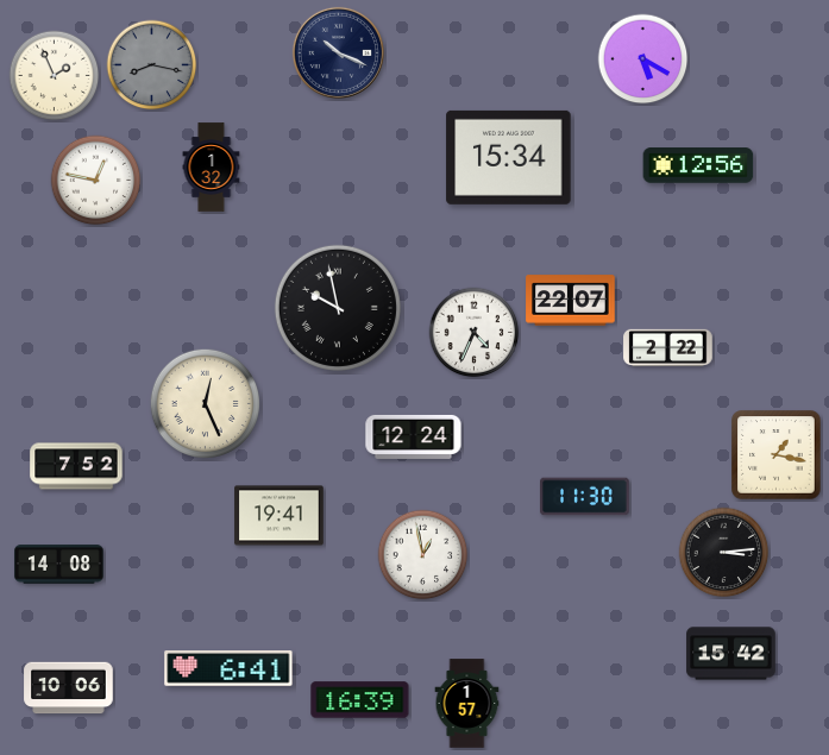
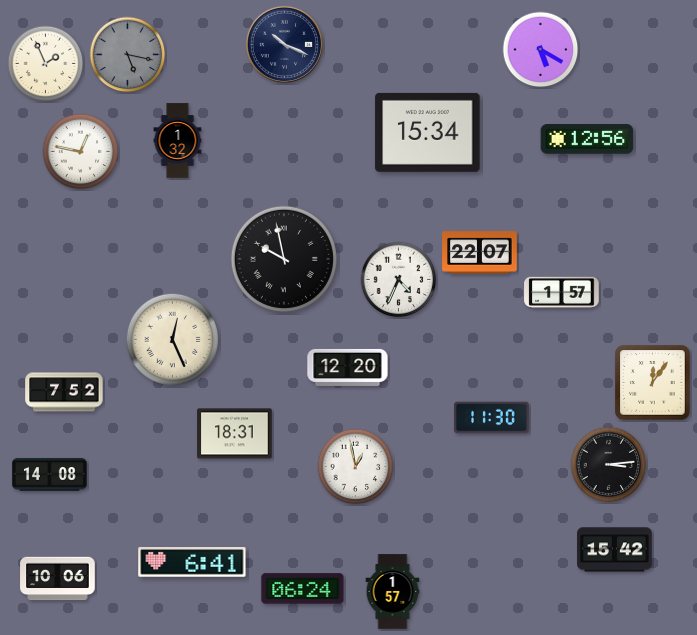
clock at (152, 65): 8:17 -> 5:17
clock at (668, 347): 2:22 -> 1:57
clock at (414, 436): 12:24 -> 12:20
clock at (777, 455): 1:17 -> 12:06
clock at (280, 516): 19:41 -> 18:31
clock at (360, 700): 16:39 -> 06:24
